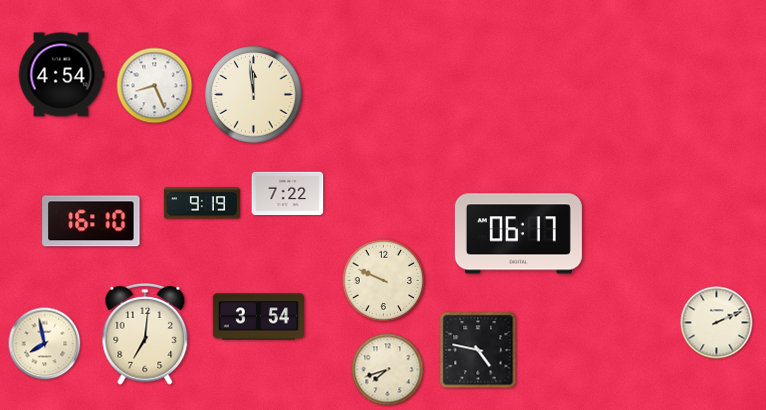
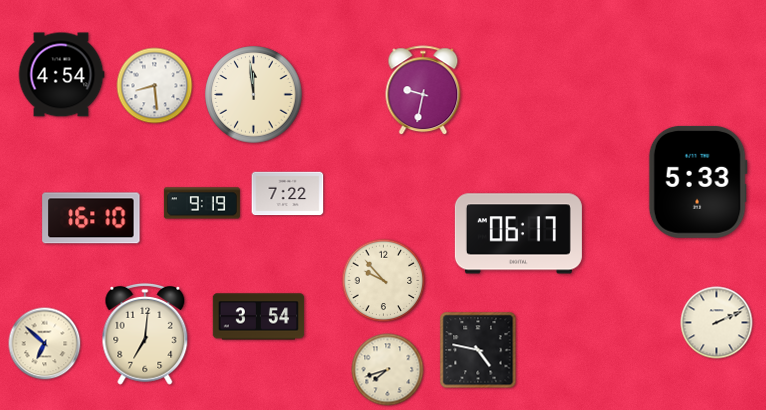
clock at (155, 86): 8:26 -> 8:29
clock at (423, 91): none -> 9:32
clock at (698, 182): none -> 5:33
clock at (91, 221) position: (91, 221) -> (91, 218)
clock at (384, 281): 9:49 -> 9:53
clock at (45, 344): 7:58 -> 6:52
